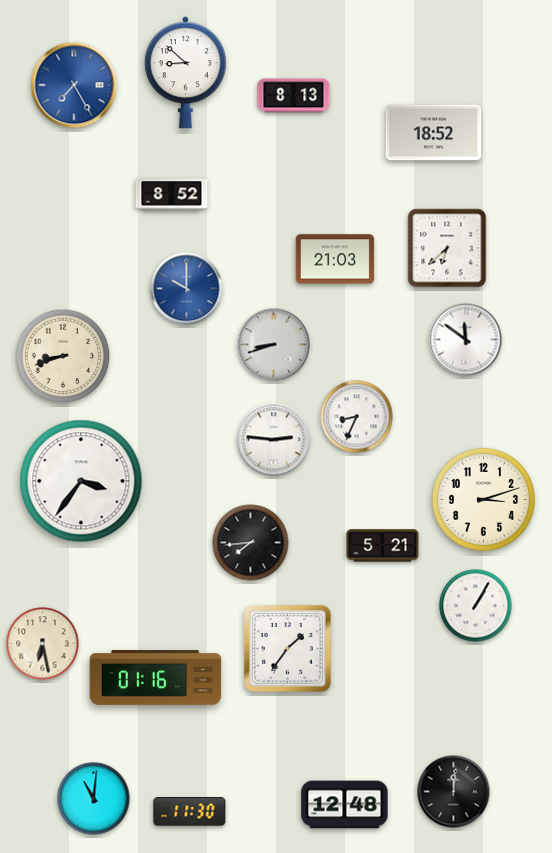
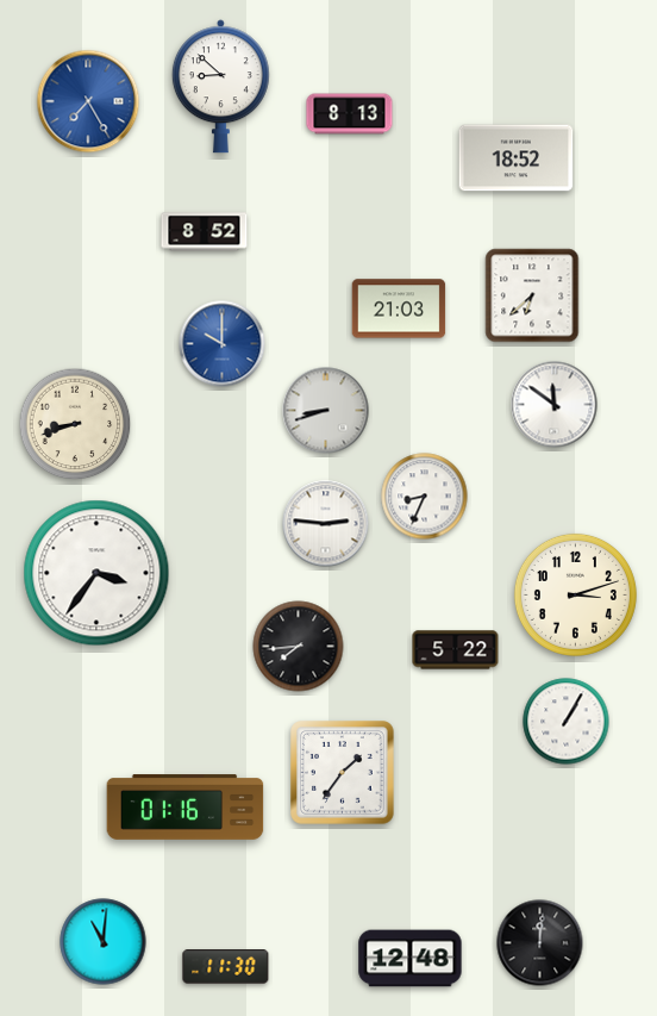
clock at (383, 546): 5:21 -> 5:22
clock at (43, 644): 6:28 -> none
clock at (94, 799) position: (94, 799) -> (104, 942)
